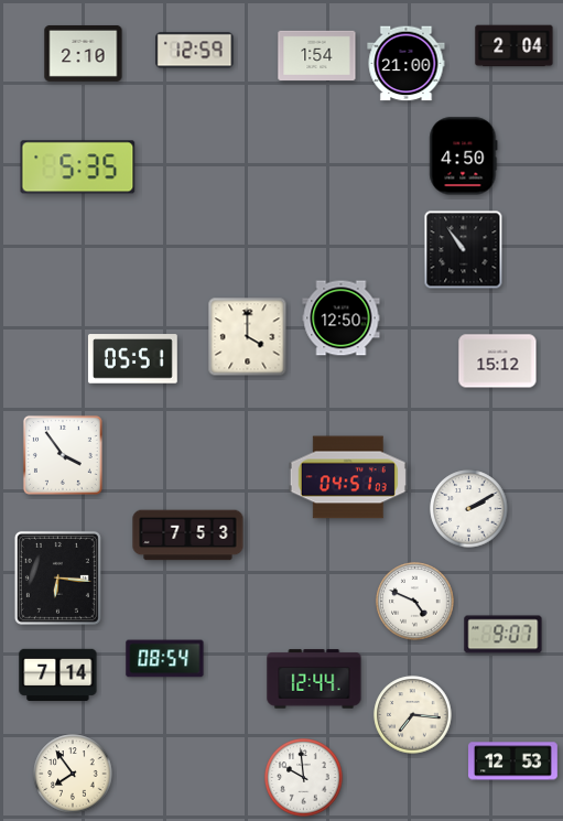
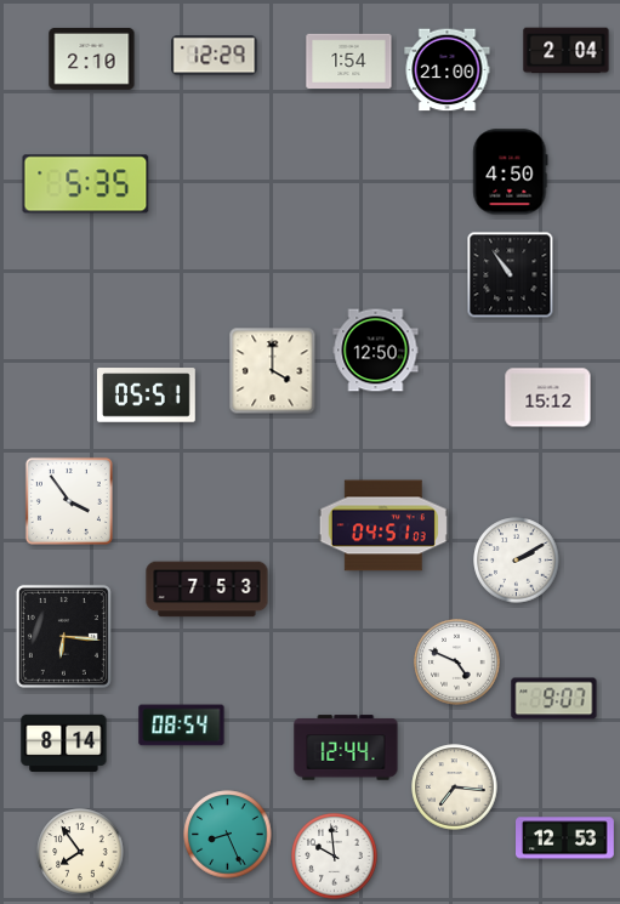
clock at (195, 51): 12:59 -> 12:29
clock at (58, 674): 7:14 -> 8:14
clock at (228, 835): none -> 8:26
